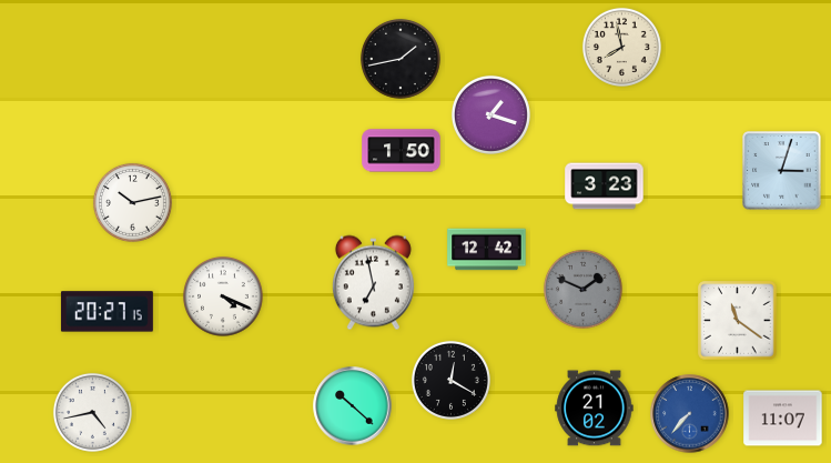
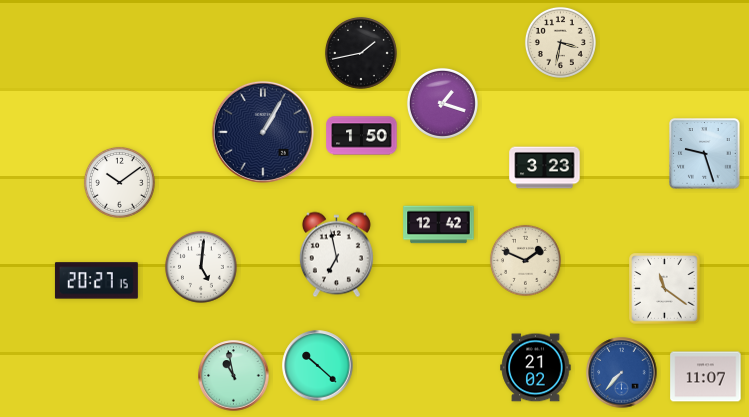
clock at (621, 47): 7:58 -> 3:32
clock at (263, 132): none -> 1:05
clock at (782, 171): 3:03 -> 9:27
clock at (132, 202): 10:13 -> 10:09
clock at (582, 289) dial: grey -> cream
clock at (223, 296): 4:19 -> 5:01
clock at (450, 380): 12:20 -> none
clock at (92, 412): 4:43 -> none
clock at (234, 376): none -> 10:58
